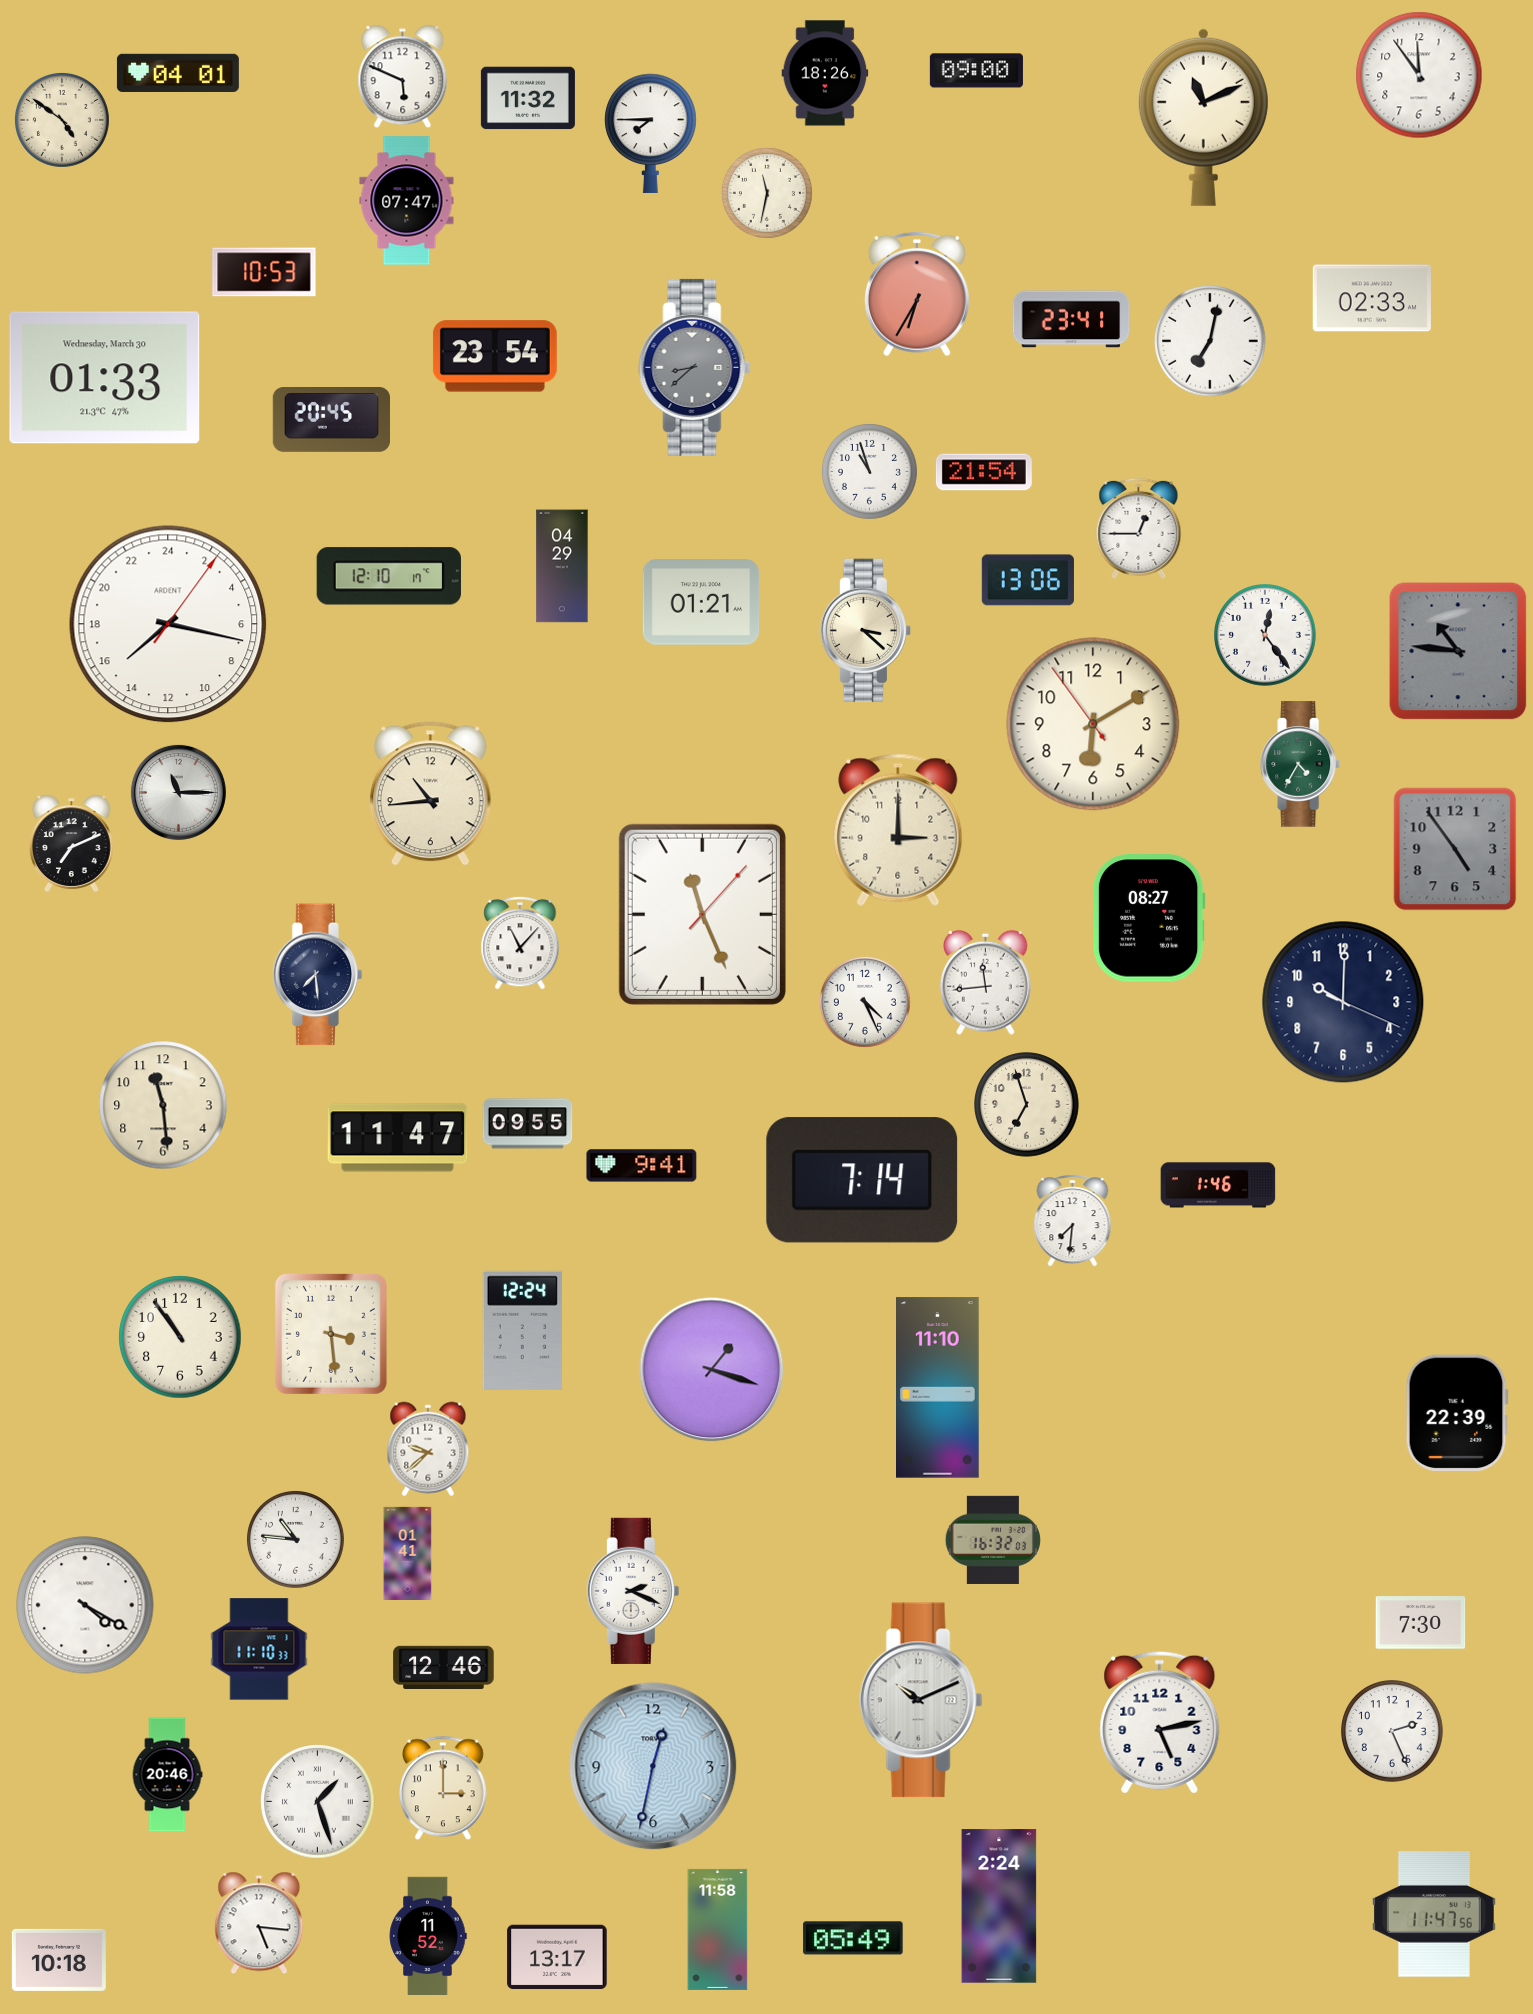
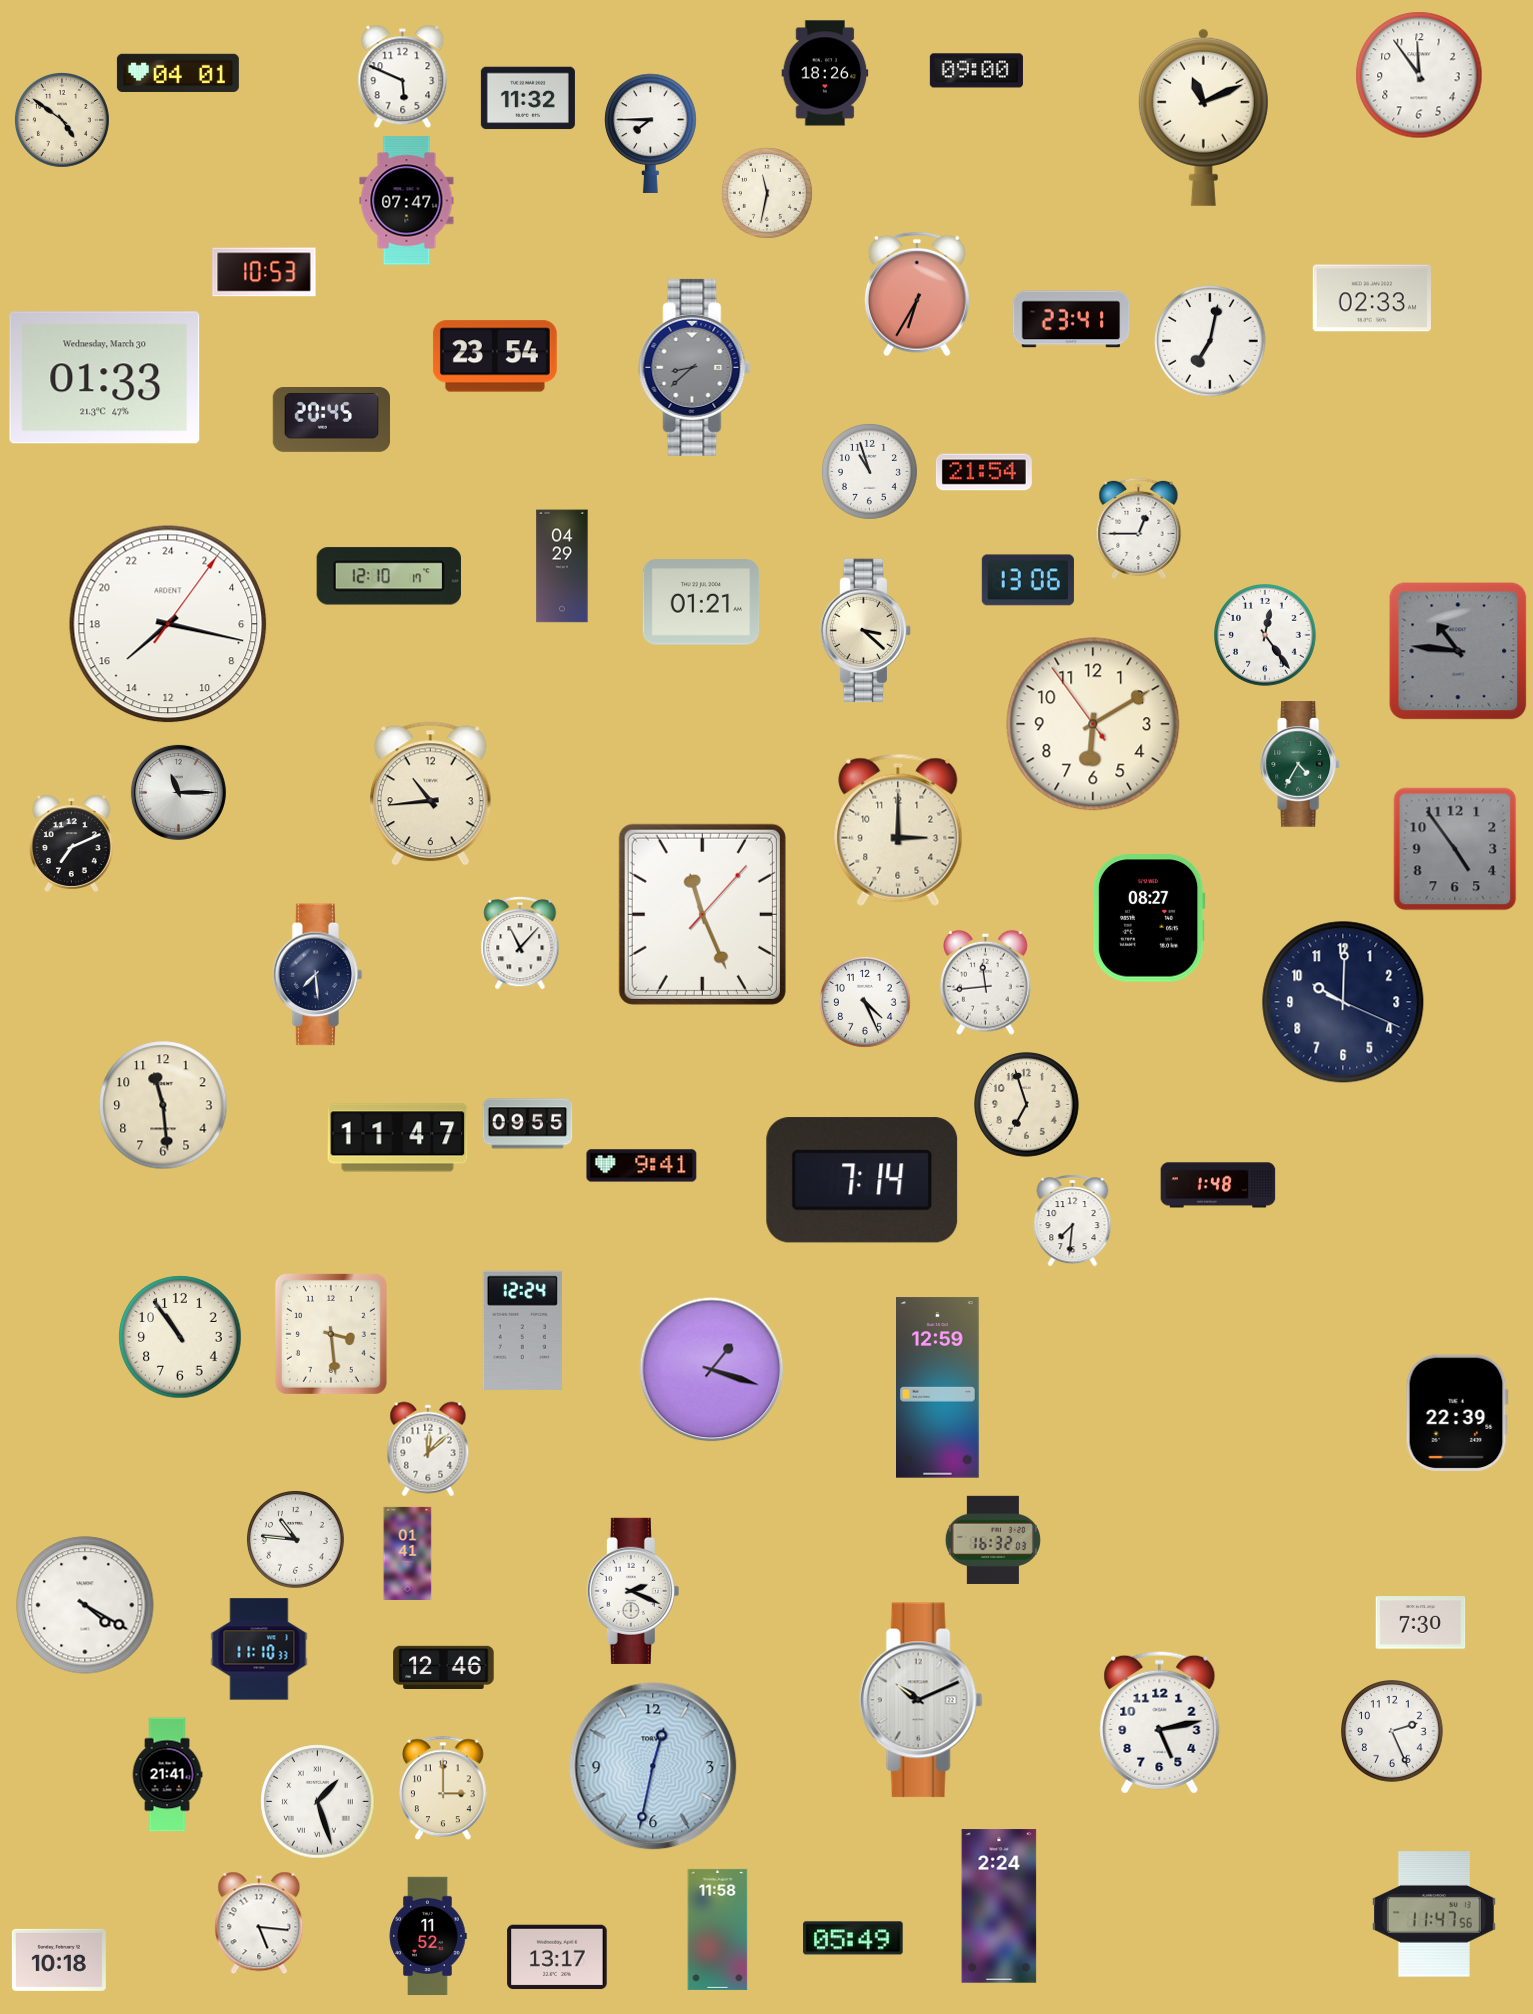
clock at (1218, 1185): 1:46 -> 1:48
clock at (938, 1388): 11:10 -> 12:59
clock at (428, 1449): 9:38 -> 12:08
clock at (167, 1775): 20:46 -> 21:41
